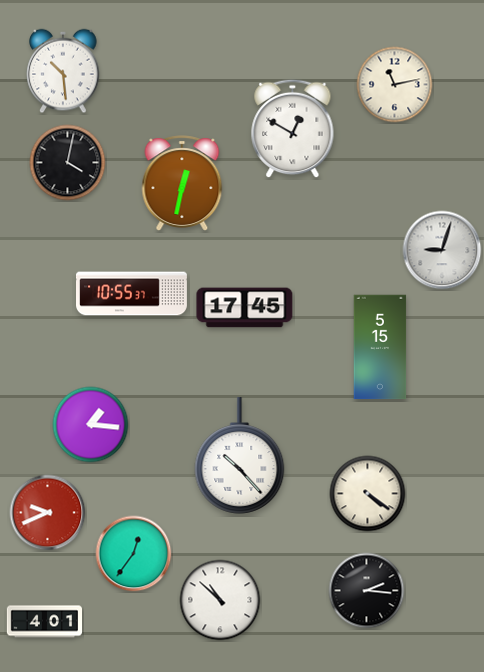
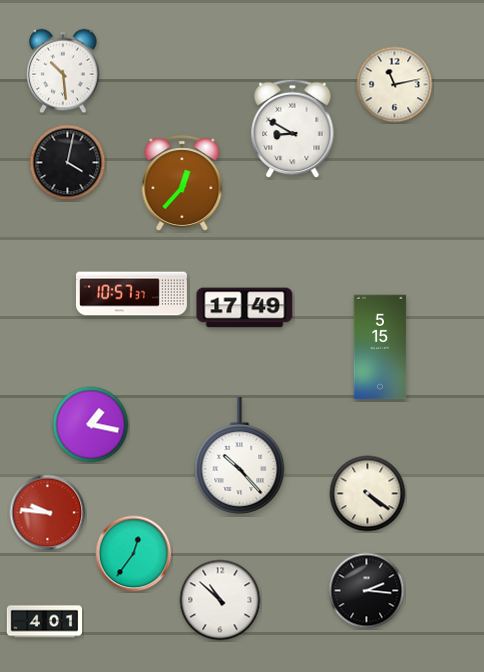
clock at (293, 129): 12:50 -> 8:50
clock at (182, 183): 12:32 -> 12:37
clock at (442, 250): 9:03 -> none
clock at (132, 294): 10:55 -> 10:57
clock at (245, 308): 17:45 -> 17:49
clock at (91, 425): 1:16 -> 1:17
clock at (48, 513): 9:41 -> 9:46
